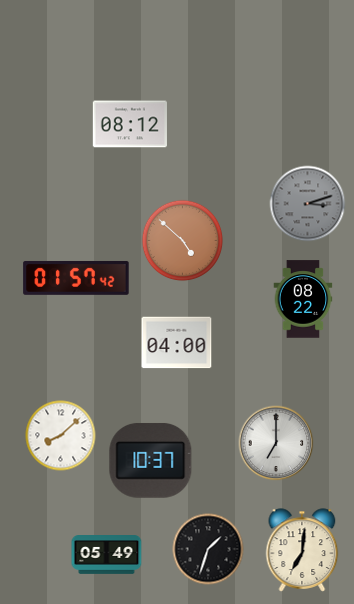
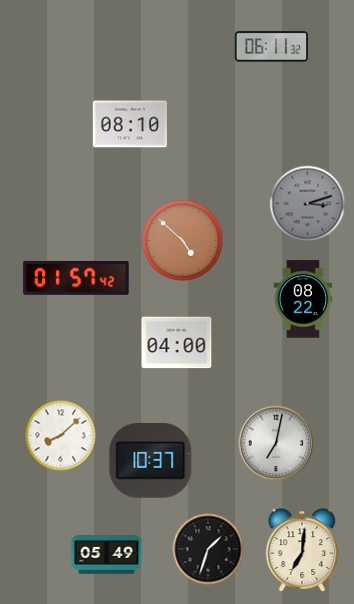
clock at (272, 47): none -> 06:11
clock at (130, 124): 08:12 -> 08:10
clock at (276, 443): 7:00 -> 7:02
